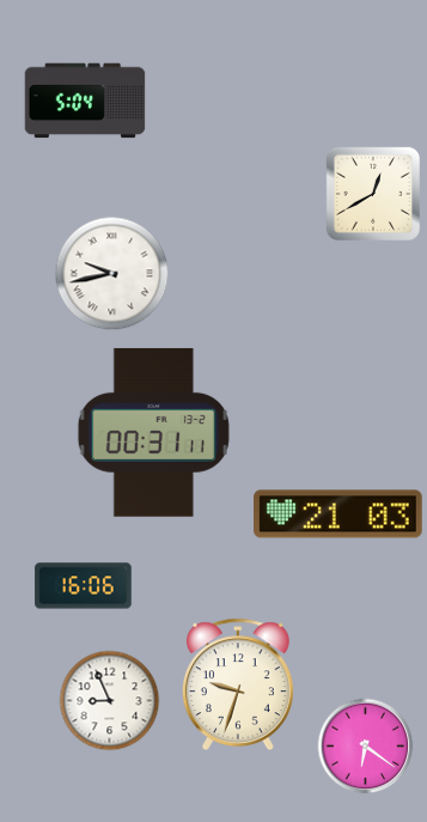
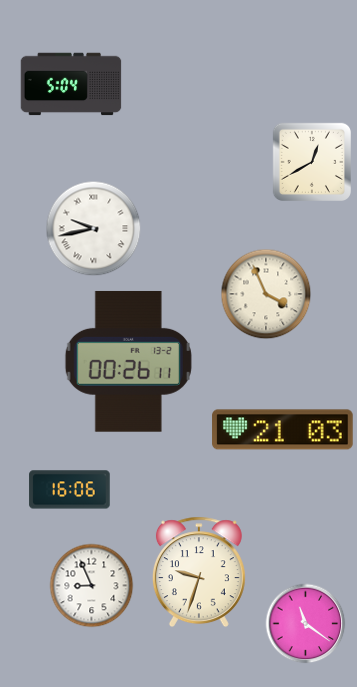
clock at (266, 294): none -> 3:56
clock at (153, 432): 00:31 -> 00:26
clock at (366, 747): 6:21 -> 11:21
